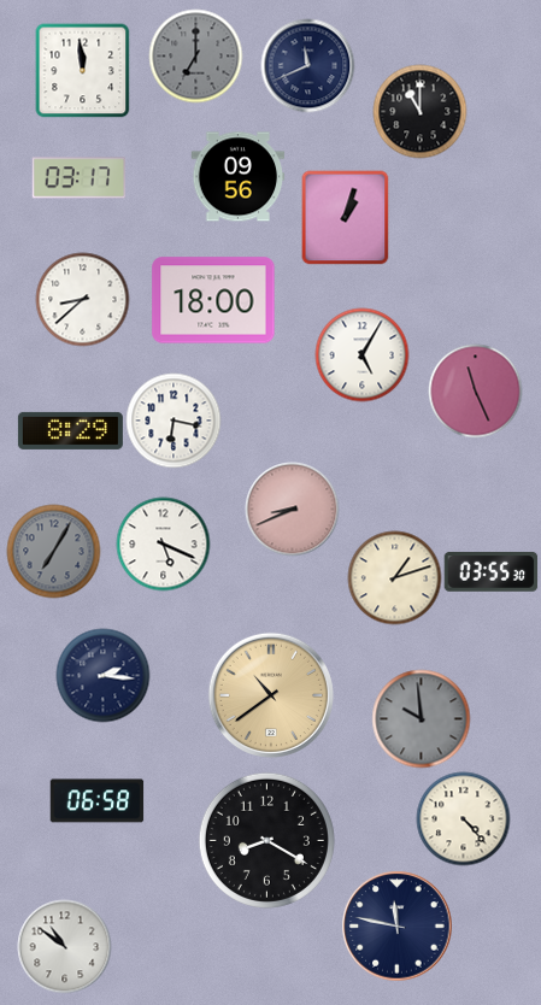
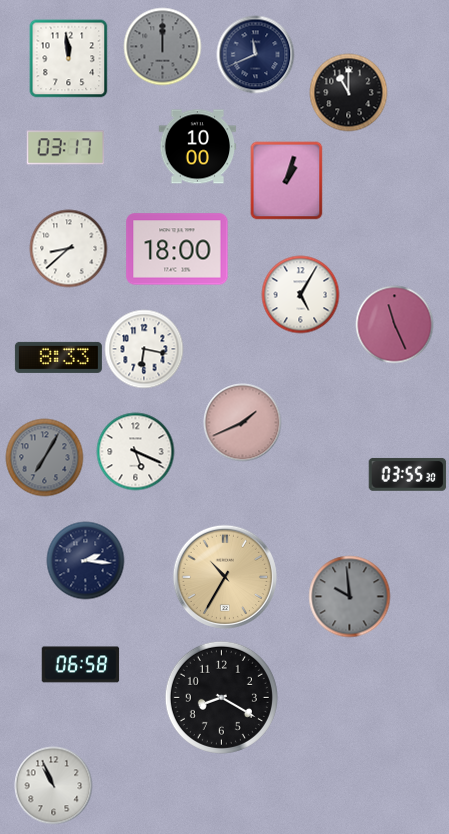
clock at (195, 55): 7:00 -> 12:00
clock at (237, 177): 09:56 -> 10:00
clock at (70, 430): 8:29 -> 8:33
clock at (292, 509): 8:41 -> 1:41
clock at (394, 577): 1:12 -> none
clock at (271, 695): 10:39 -> 10:35
clock at (463, 818): 4:23 -> none
clock at (396, 925): 11:47 -> none
clock at (64, 946): 10:51 -> 10:56
